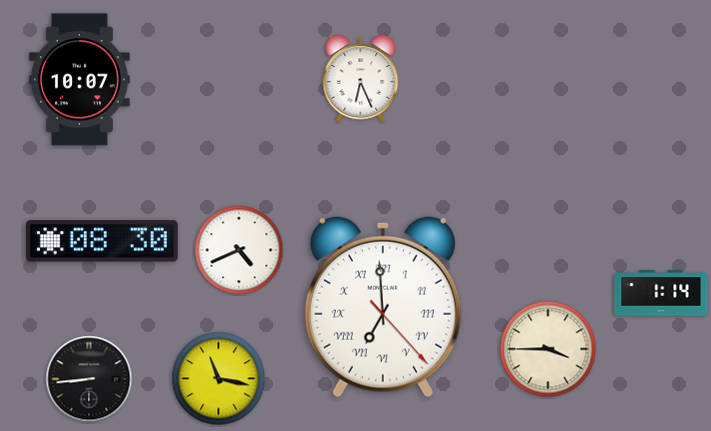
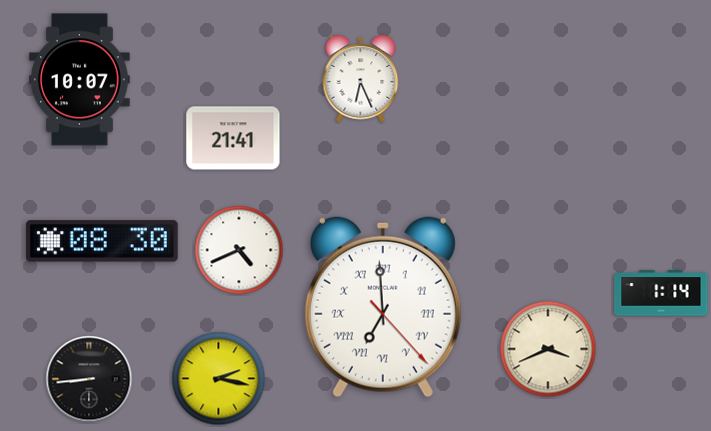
clock at (233, 138): none -> 21:41
clock at (548, 349): 3:45 -> 3:41
clock at (219, 379): 11:17 -> 2:17
